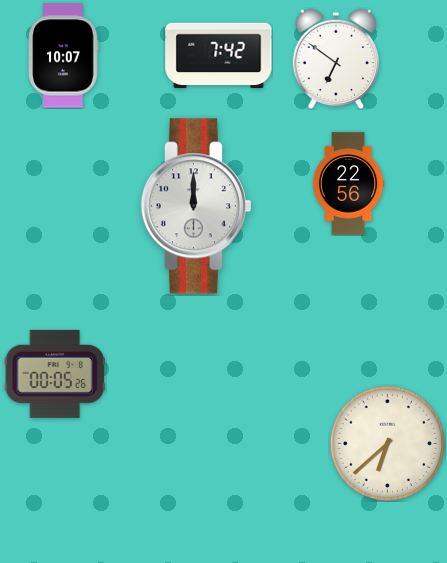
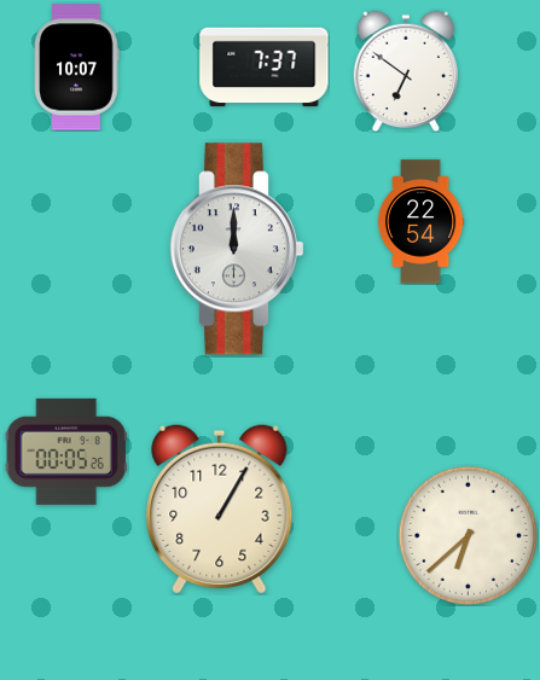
clock at (219, 56): 7:42 -> 7:37
clock at (348, 184): 22:56 -> 22:54
clock at (220, 510): none -> 1:05
